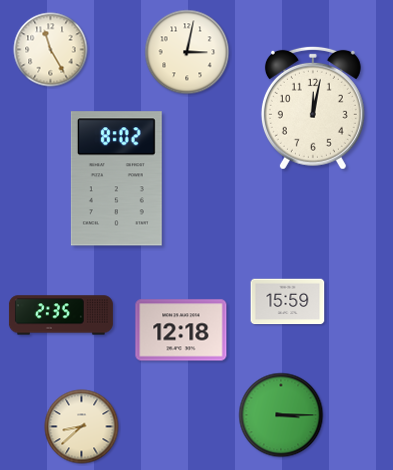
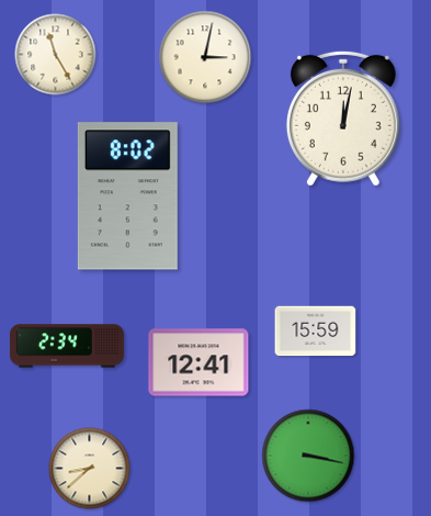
clock at (61, 315): 2:35 -> 2:34
clock at (181, 330): 12:18 -> 12:41
clock at (281, 415): 3:15 -> 3:17
